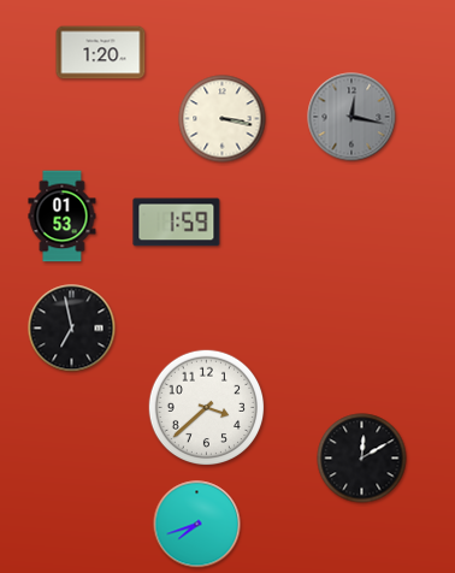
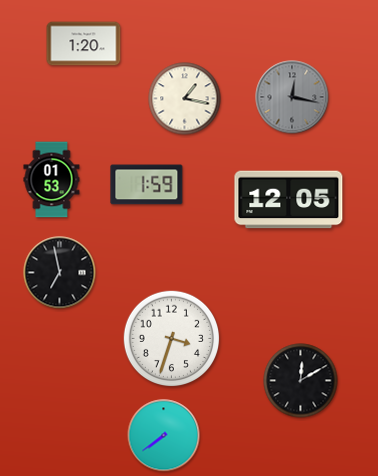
clock at (223, 119): 3:17 -> 1:17
clock at (289, 200): none -> 12:05
clock at (207, 408): 3:38 -> 3:33
clock at (197, 525): 7:42 -> 7:39
